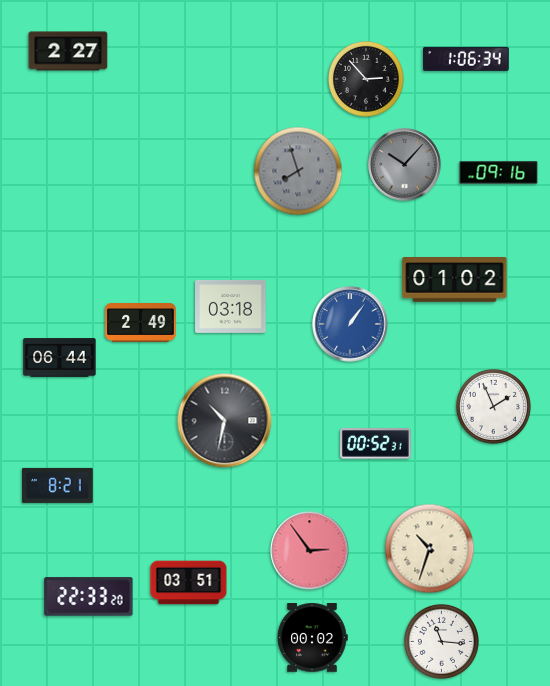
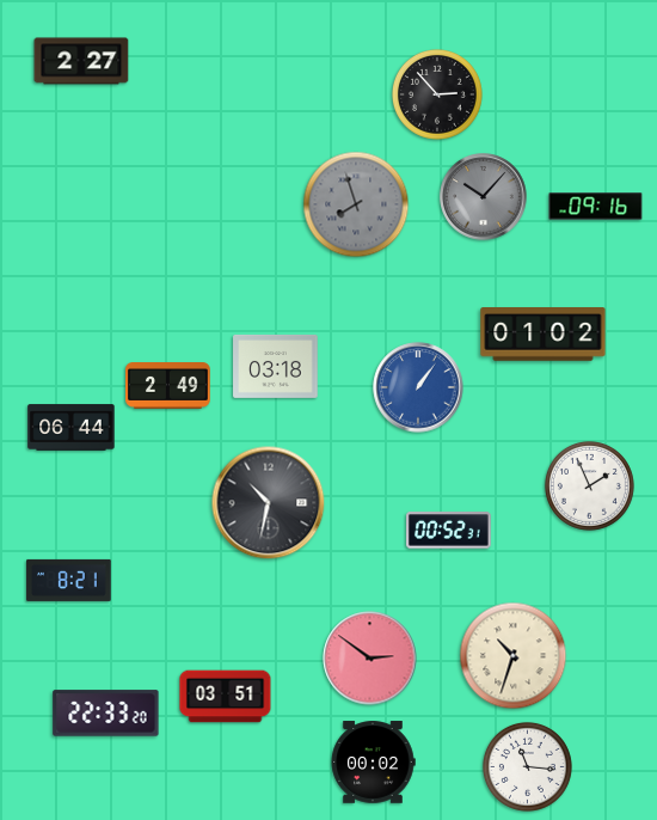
clock at (467, 59): 1:06 -> none
clock at (310, 551): 2:54 -> 2:51
